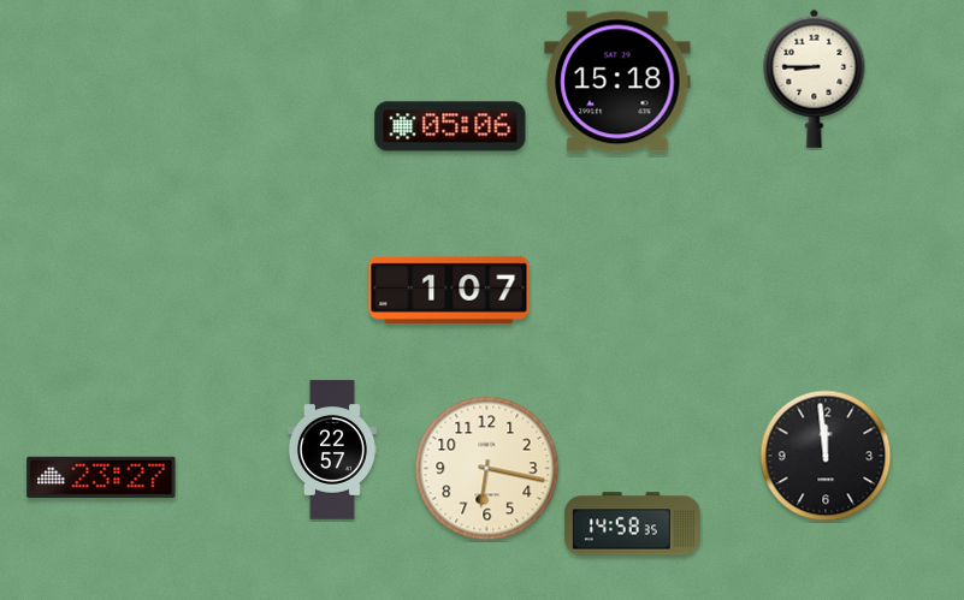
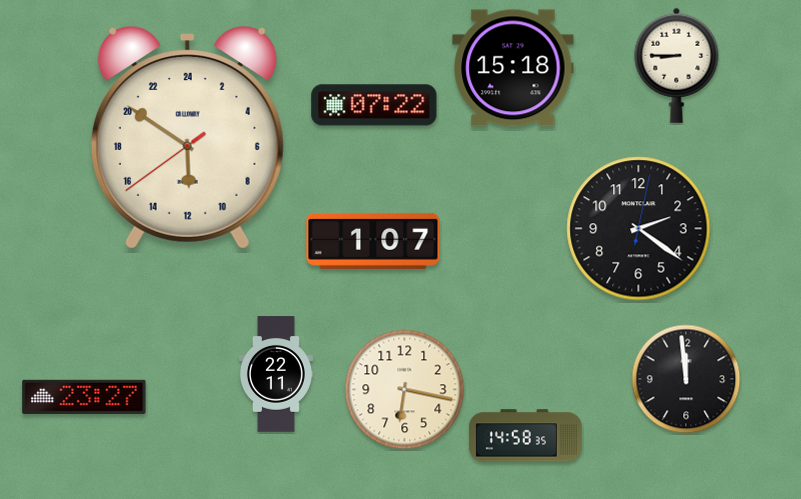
clock at (450, 126): 05:06 -> 07:22
clock at (187, 138): none -> 11:50
clock at (639, 229): none -> 2:21
clock at (332, 450): 22:57 -> 22:11
